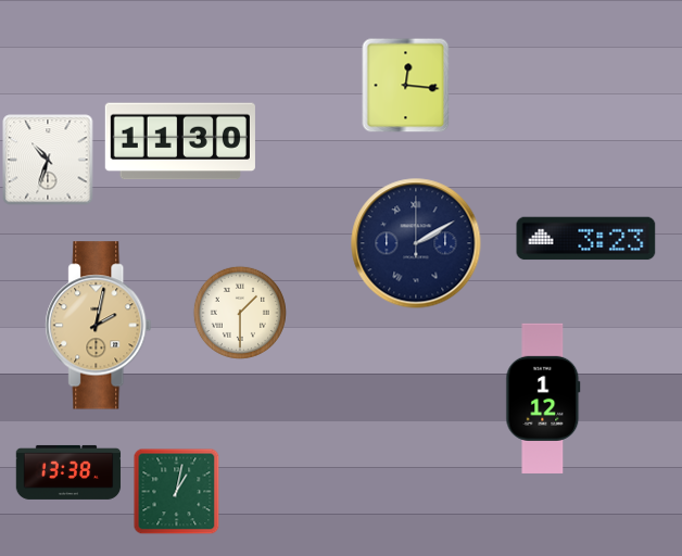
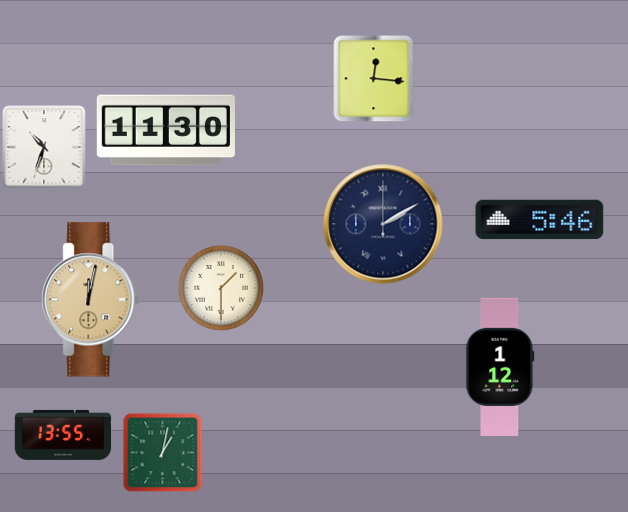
clock at (586, 239): 3:23 -> 5:46
clock at (99, 326): 2:02 -> 12:02
clock at (68, 472): 13:38 -> 13:55
